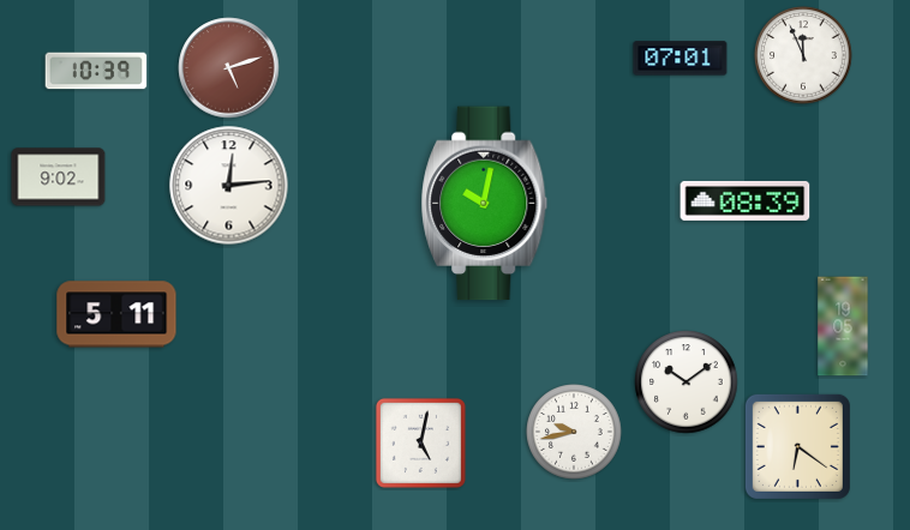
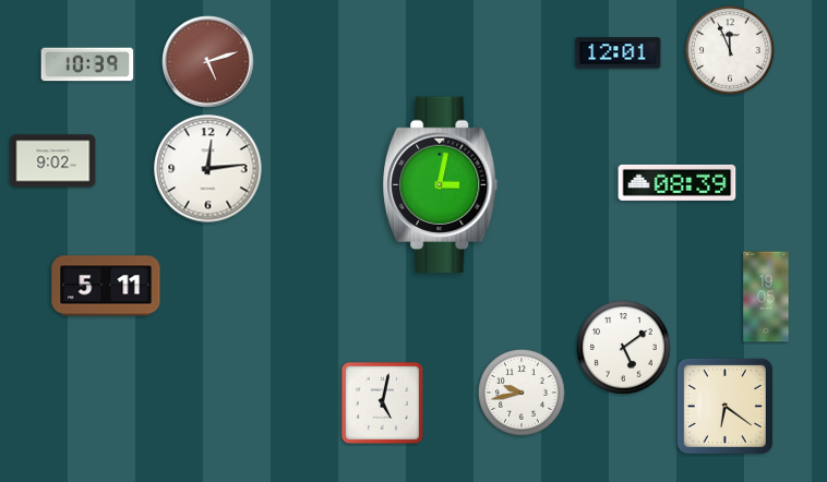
clock at (681, 59): 07:01 -> 12:01
clock at (485, 204): 10:02 -> 3:02
clock at (687, 383): 10:09 -> 5:09
